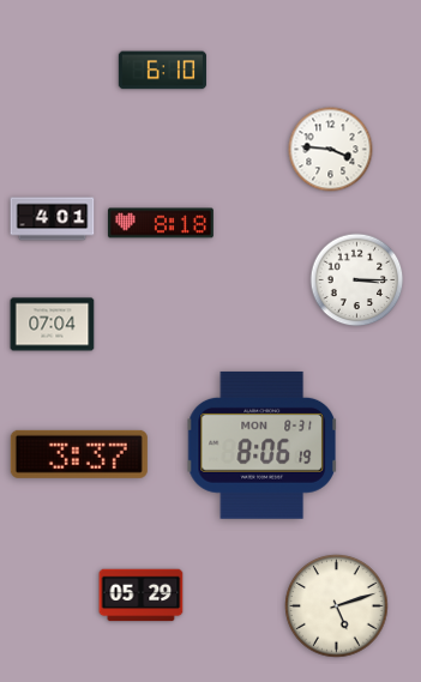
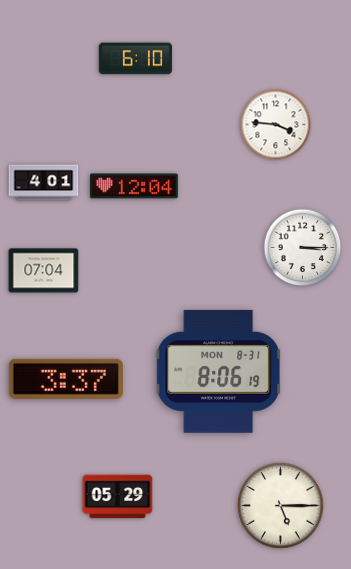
clock at (161, 223): 8:18 -> 12:04
clock at (357, 280) position: (357, 280) -> (303, 248)
clock at (337, 606): 5:12 -> 5:15
